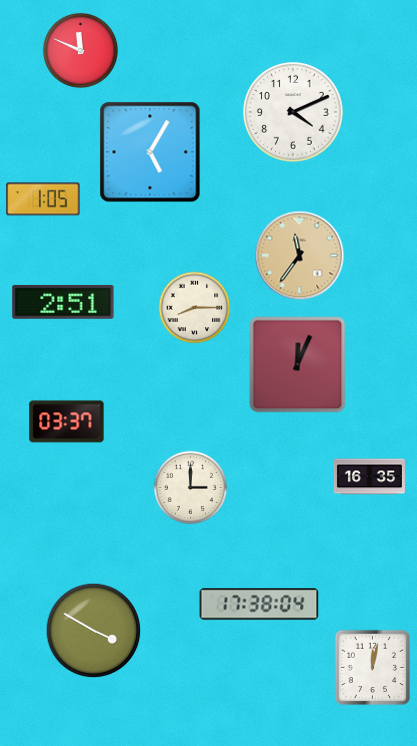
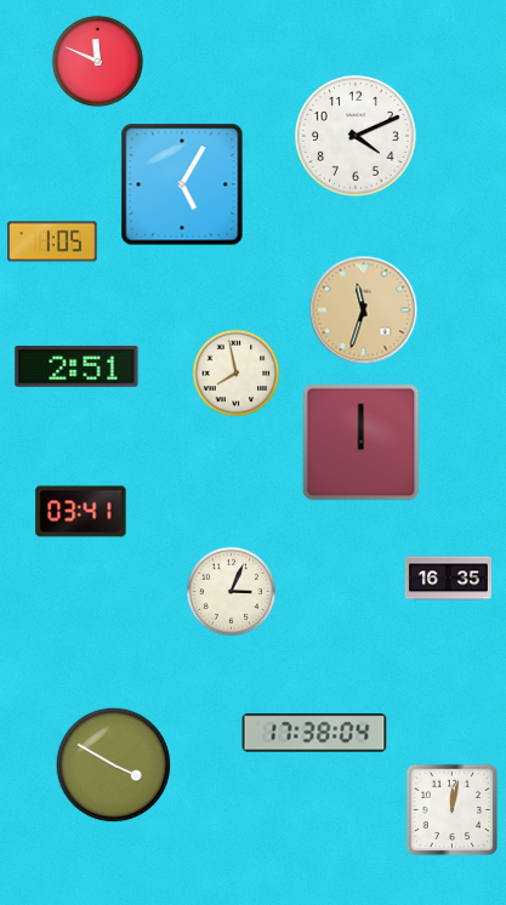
clock at (300, 256): 11:36 -> 11:33
clock at (195, 308): 8:15 -> 7:58
clock at (298, 365): 12:04 -> 12:00
clock at (67, 422): 03:37 -> 03:41
clock at (191, 488): 3:00 -> 3:04
